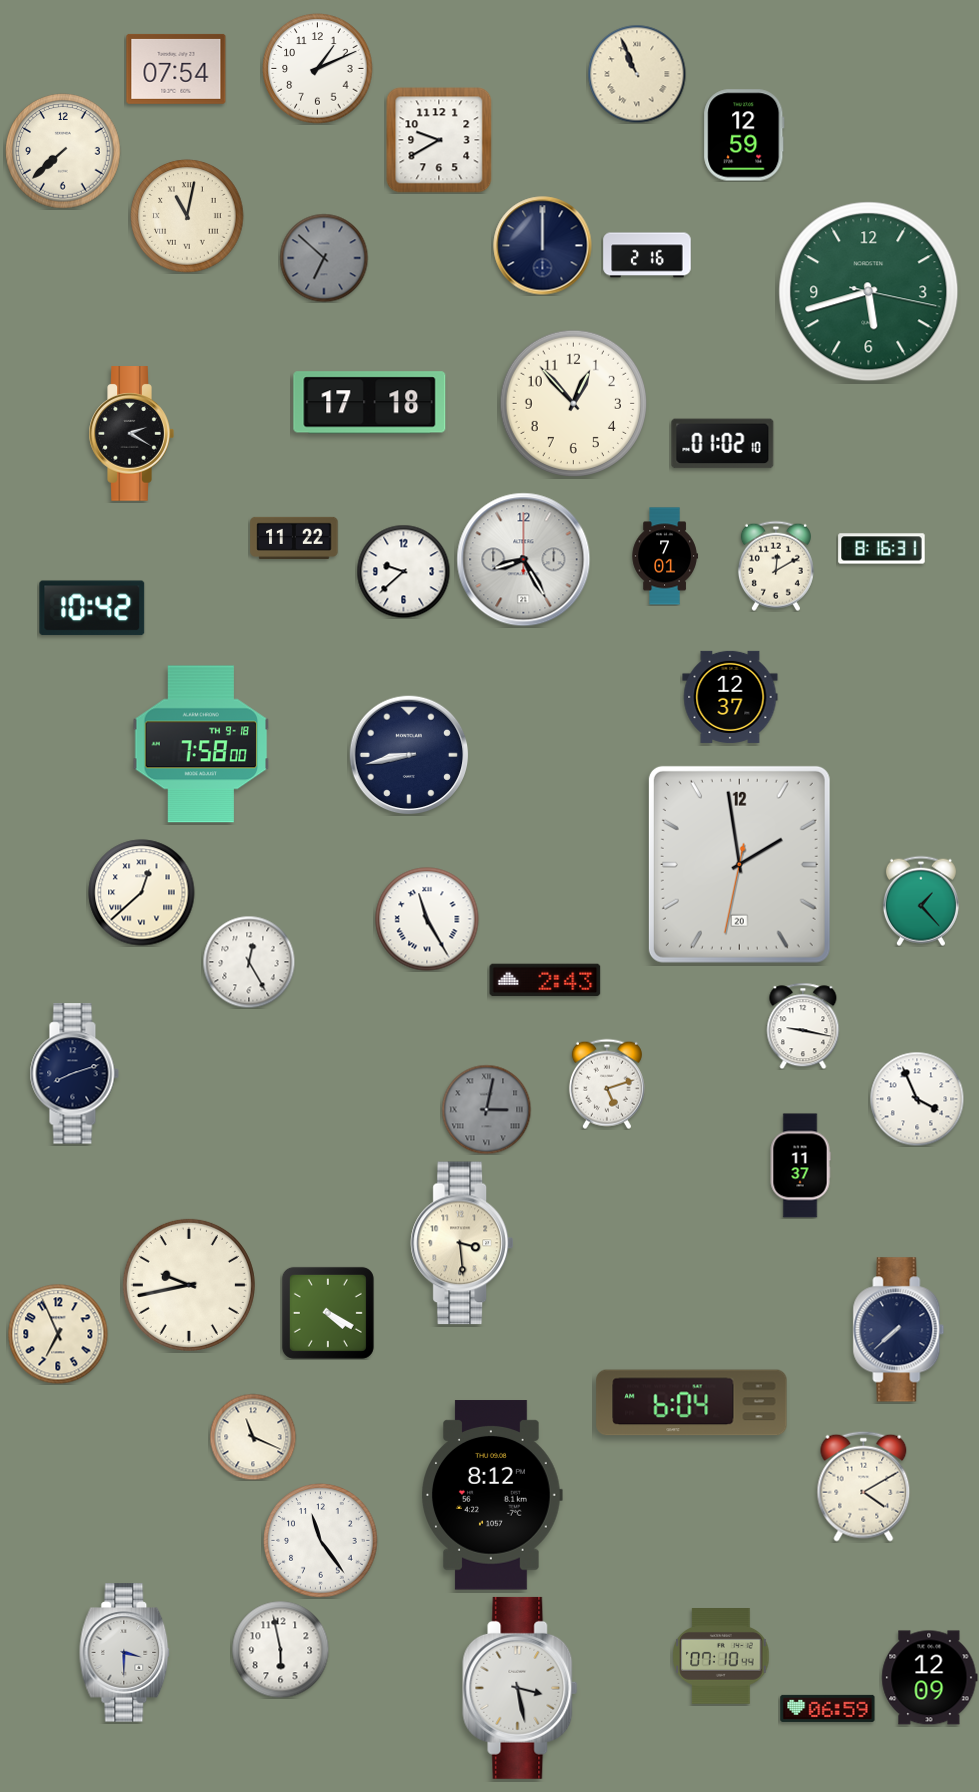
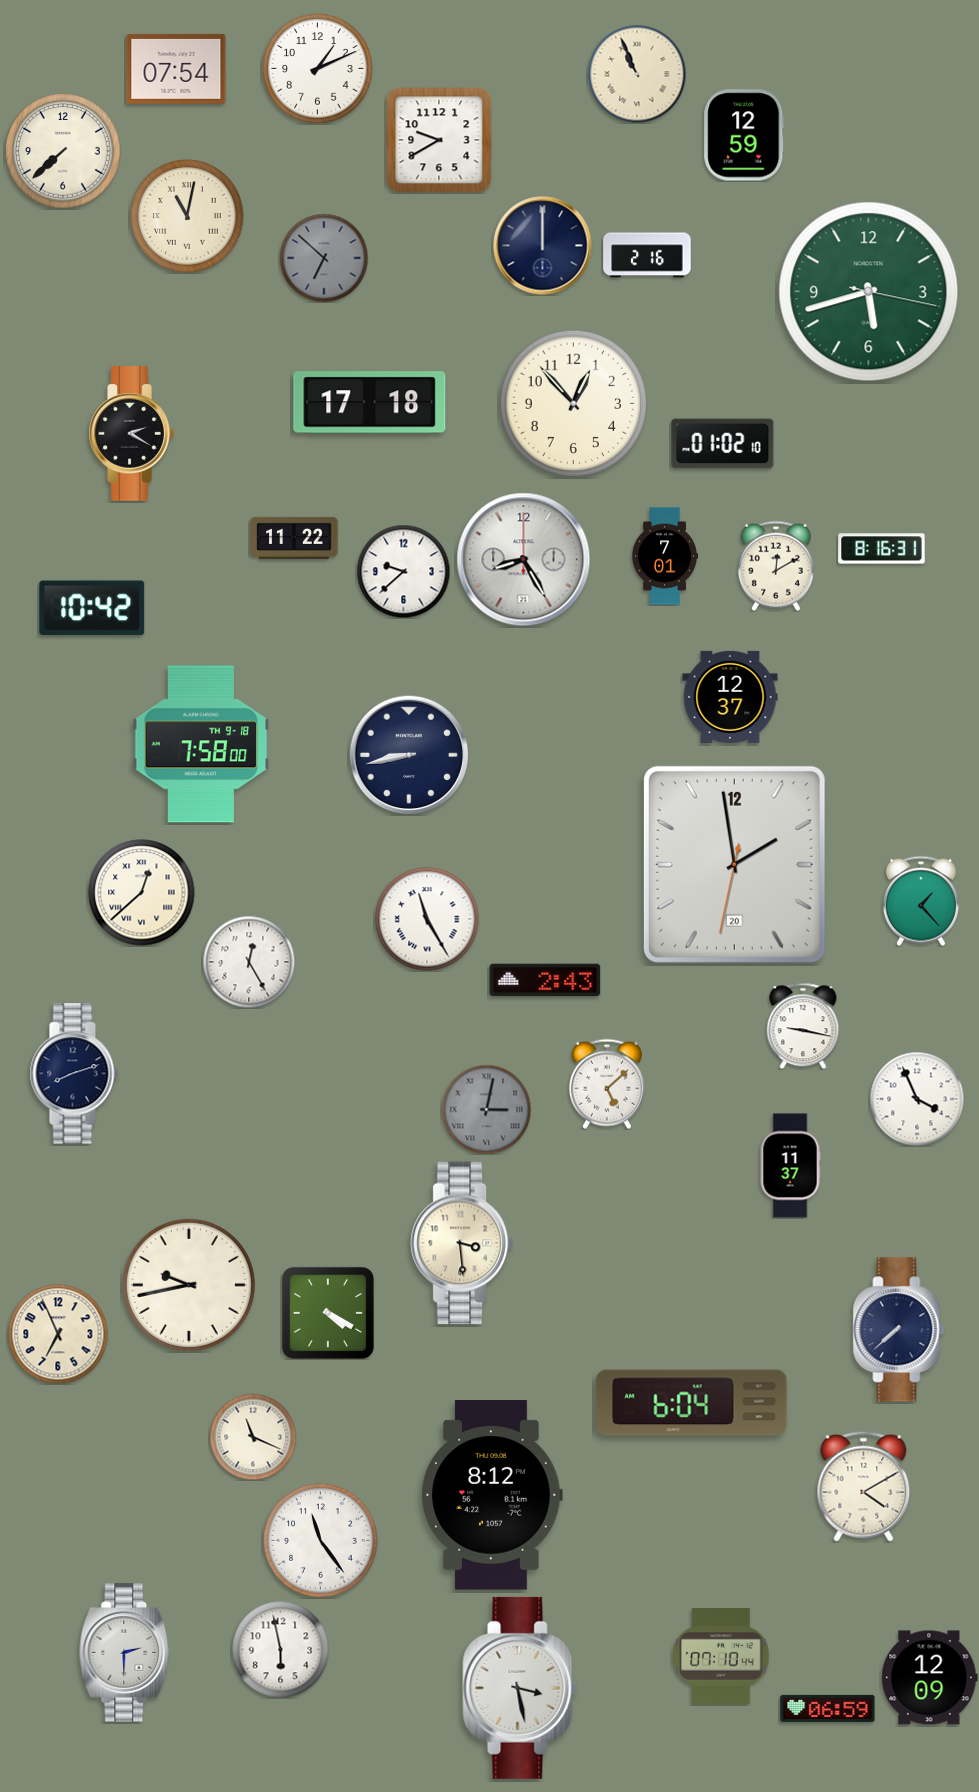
clock at (739, 864) position: (739, 864) -> (734, 864)
clock at (607, 1084): 5:12 -> 5:08
clock at (800, 1166) position: (800, 1166) -> (790, 1166)
clock at (125, 1653): 3:30 -> 2:30
